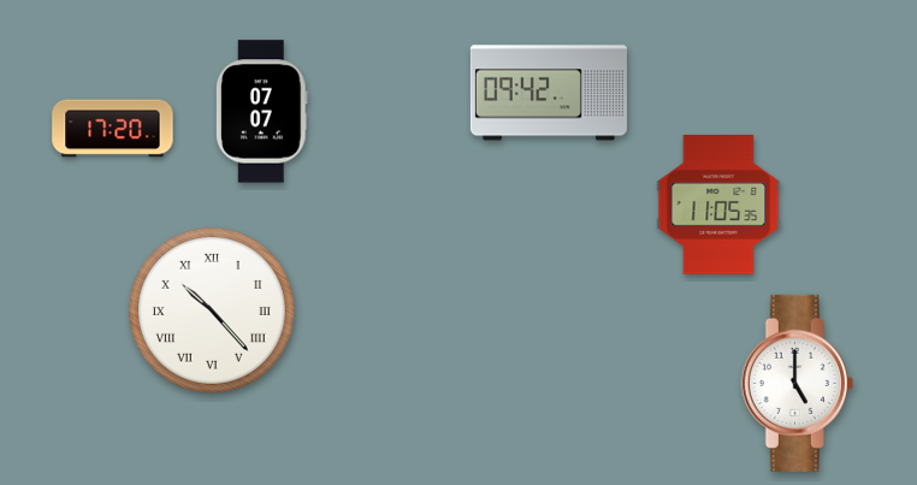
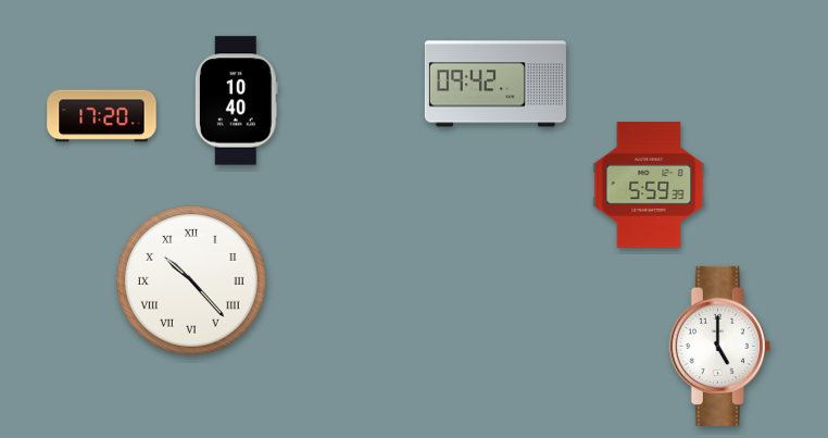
clock at (261, 112): 07:07 -> 10:40
clock at (718, 205): 11:05 -> 5:59
